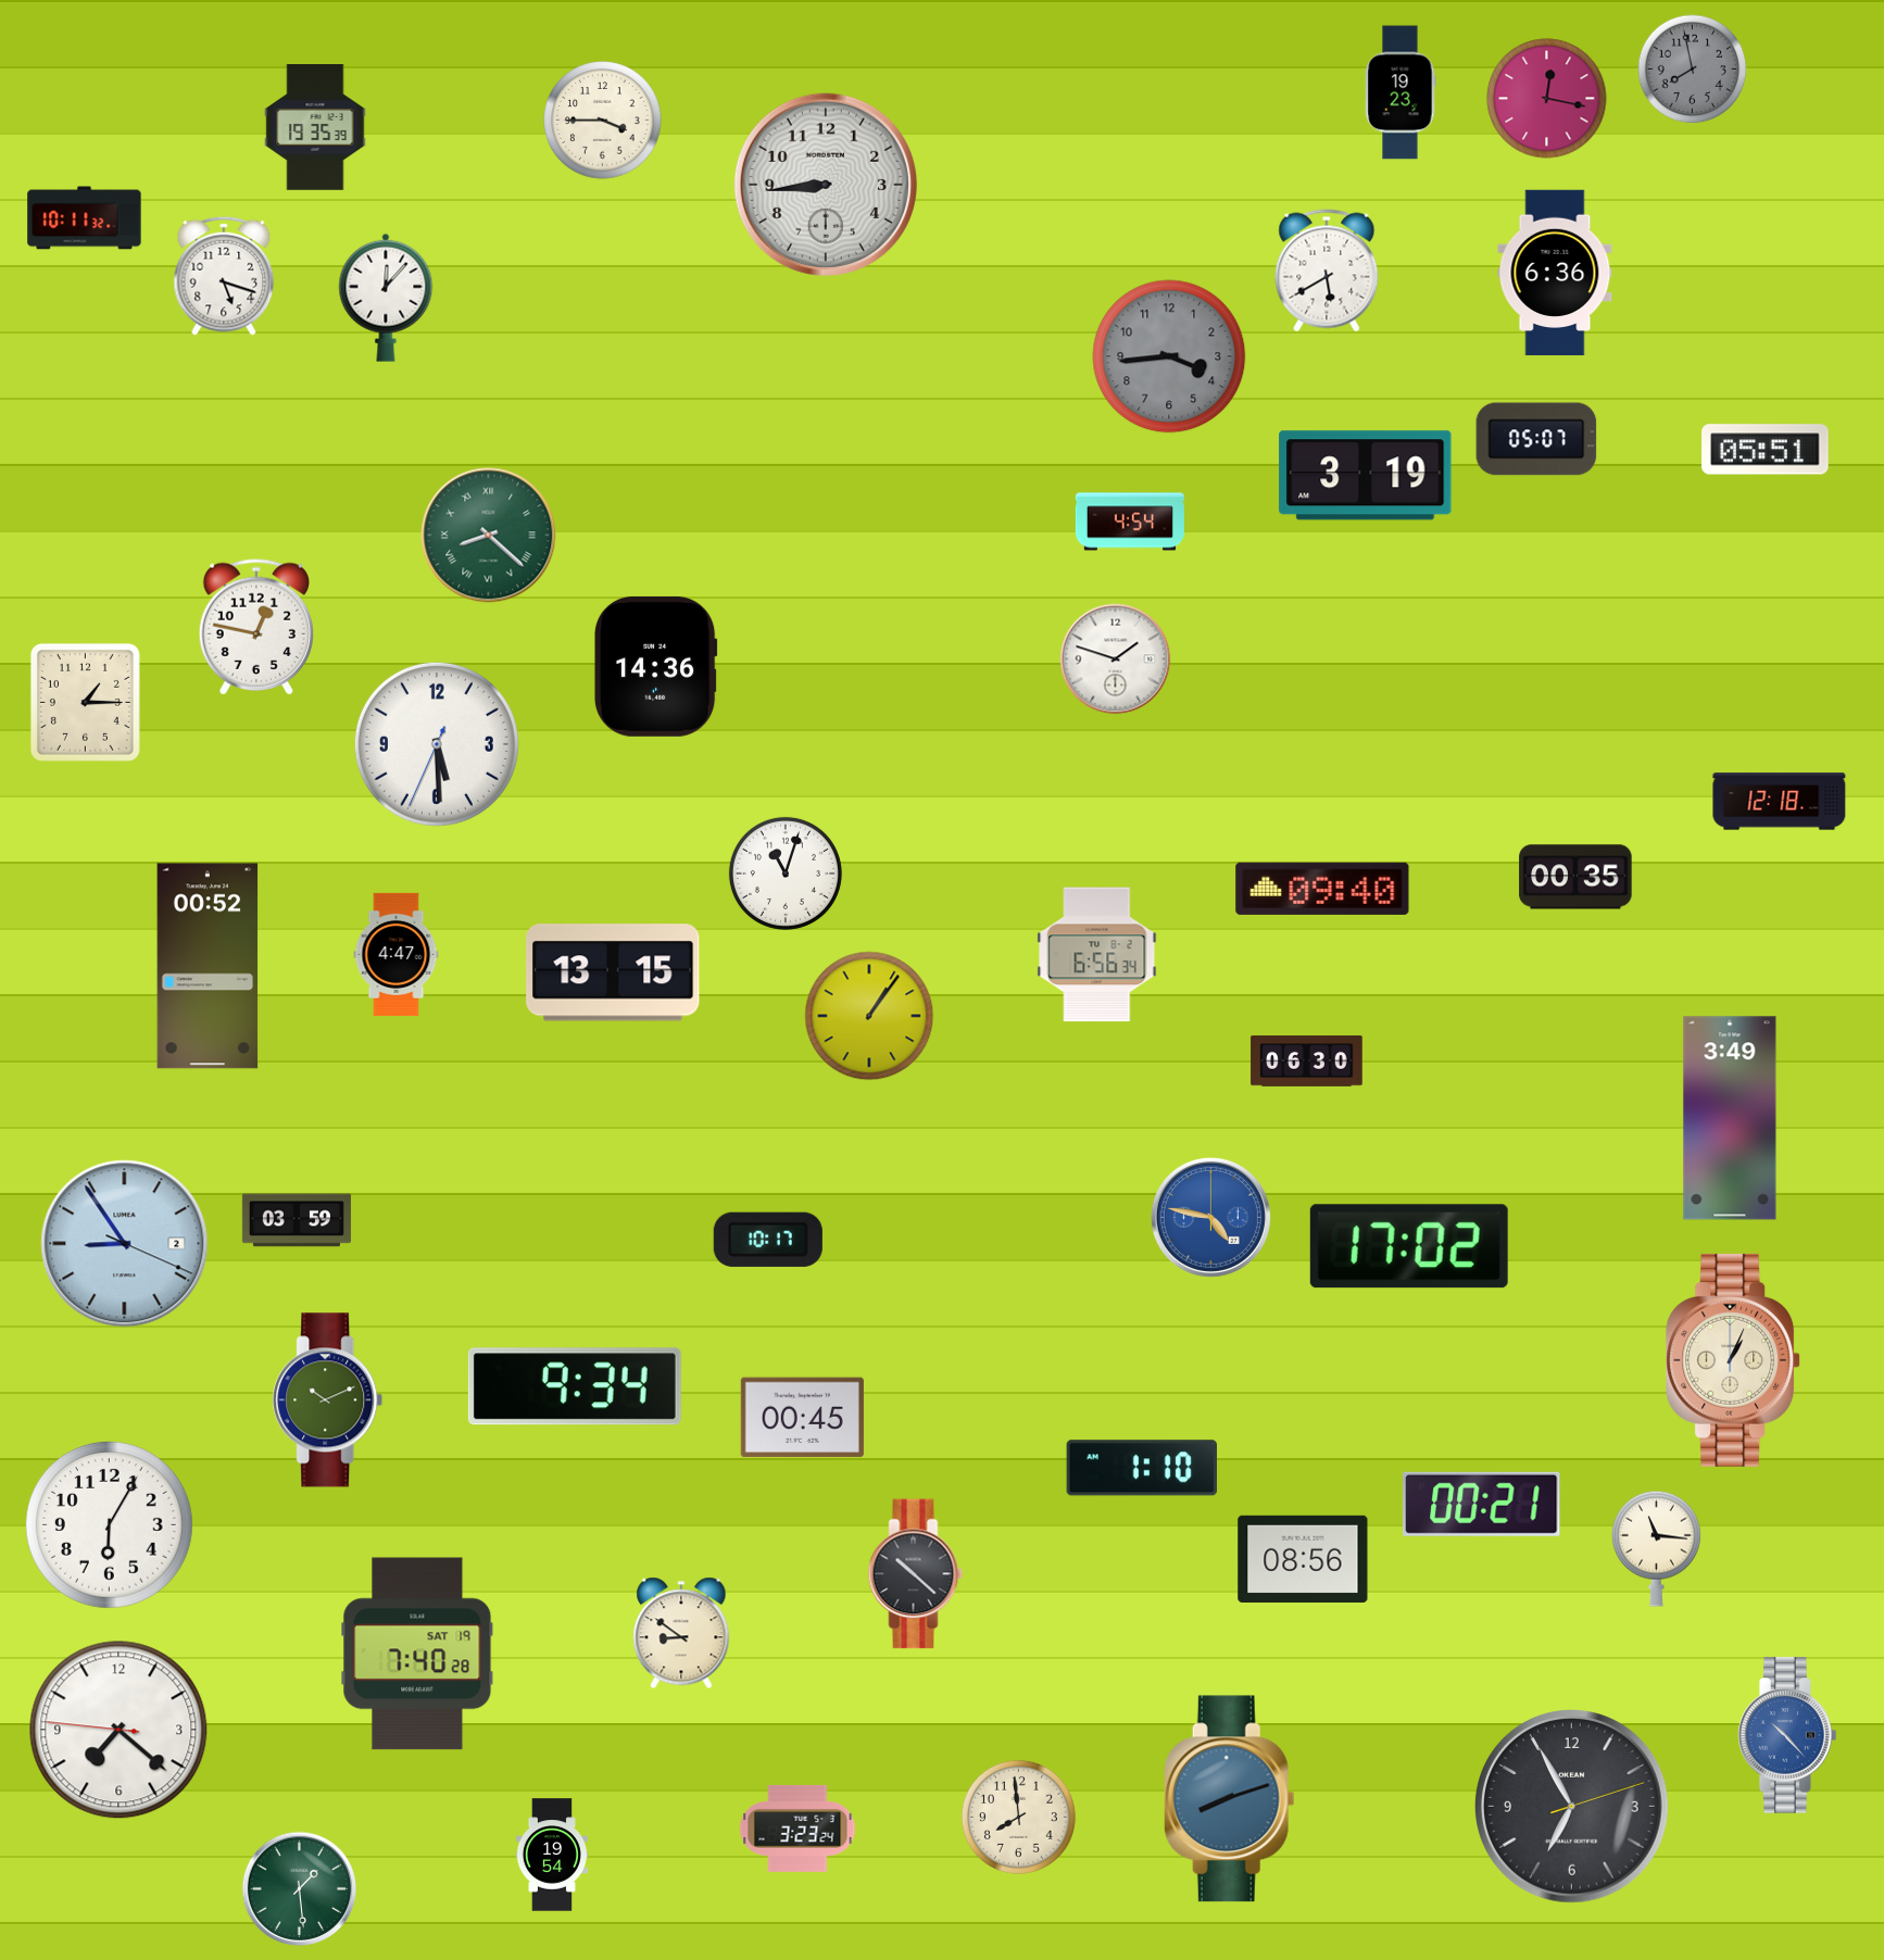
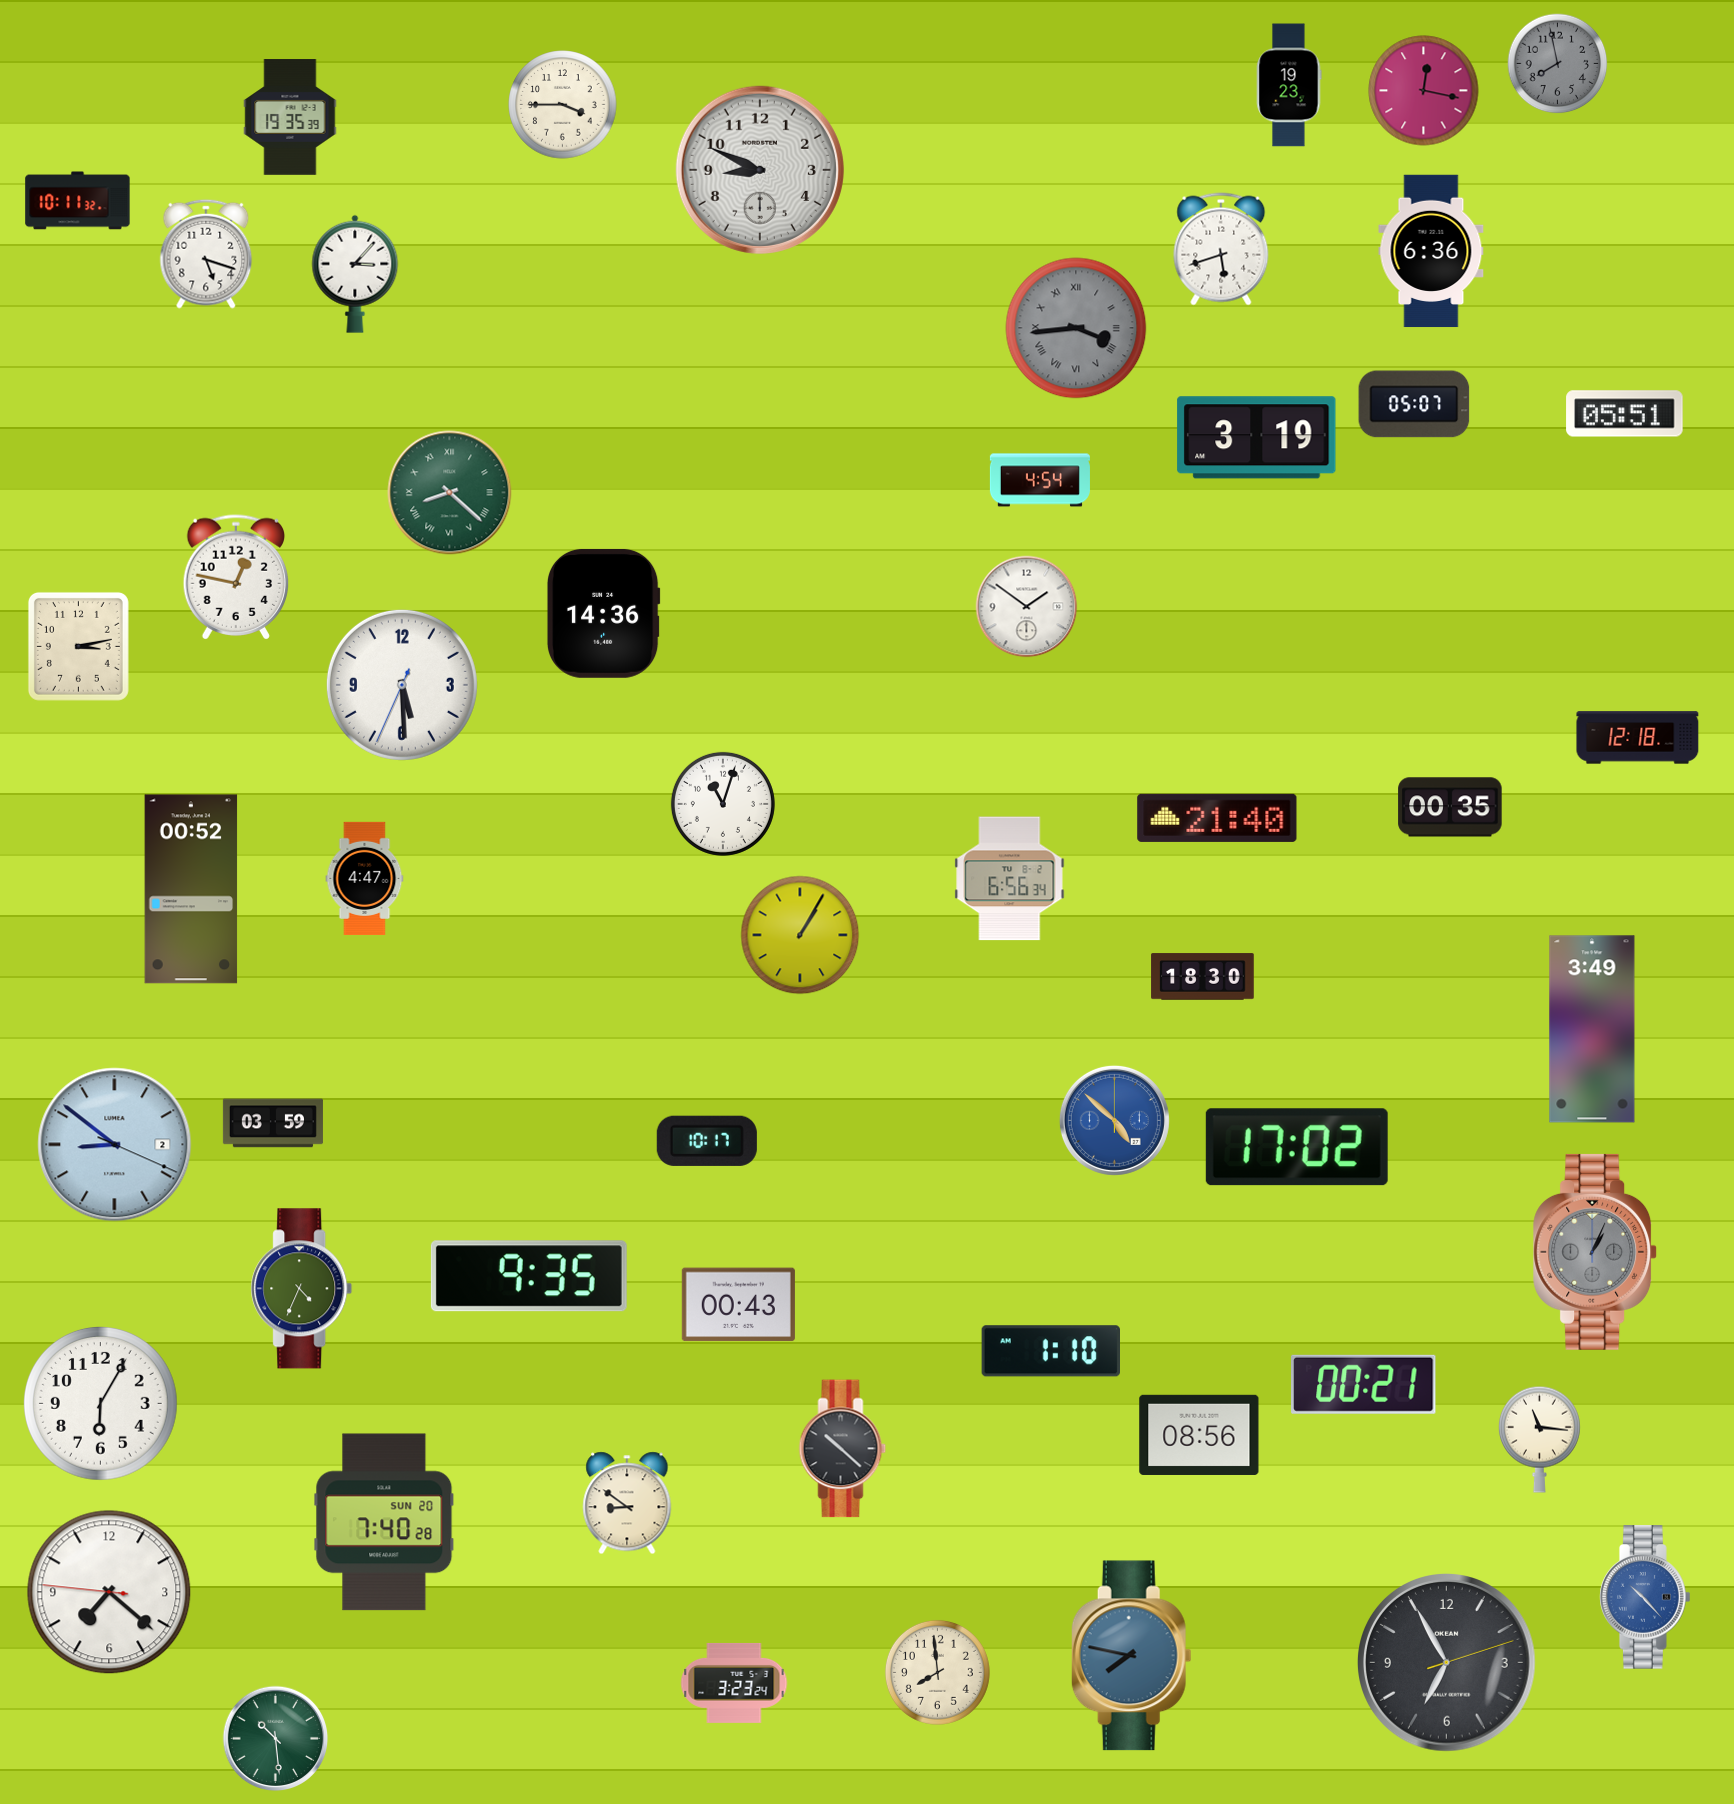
clock at (603, 121) position: (603, 121) -> (563, 105)
clock at (826, 185): 8:44 -> 8:49
clock at (1327, 271): 5:40 -> 5:42
clock at (386, 298): 12:07 -> 3:07
clock at (1169, 356) numerals: Arabic -> Roman
clock at (1116, 659): 1:48 -> 1:51
clock at (85, 702): 1:15 -> 3:13
clock at (1322, 889): 09:40 -> 21:40
clock at (613, 972): 13:15 -> none
clock at (869, 1016): 1:06 -> 1:05
clock at (1307, 1061): 06:30 -> 18:30
clock at (1210, 1217): 4:47 -> 4:52
clock at (125, 1244): 8:54 -> 8:51
clock at (1734, 1360) dial: cream -> grey
clock at (575, 1386): 9:34 -> 9:35
clock at (328, 1400): 10:11 -> 4:34
clock at (802, 1418): 00:45 -> 00:43
clock at (1656, 1548) position: (1656, 1548) -> (1539, 1439)
clock at (417, 1654) date: SAT 19 -> SUN 20
clock at (1229, 1799): 8:12 -> 7:47
clock at (551, 1855): 19:54 -> none
clock at (300, 1889): 1:29 -> 10:29
